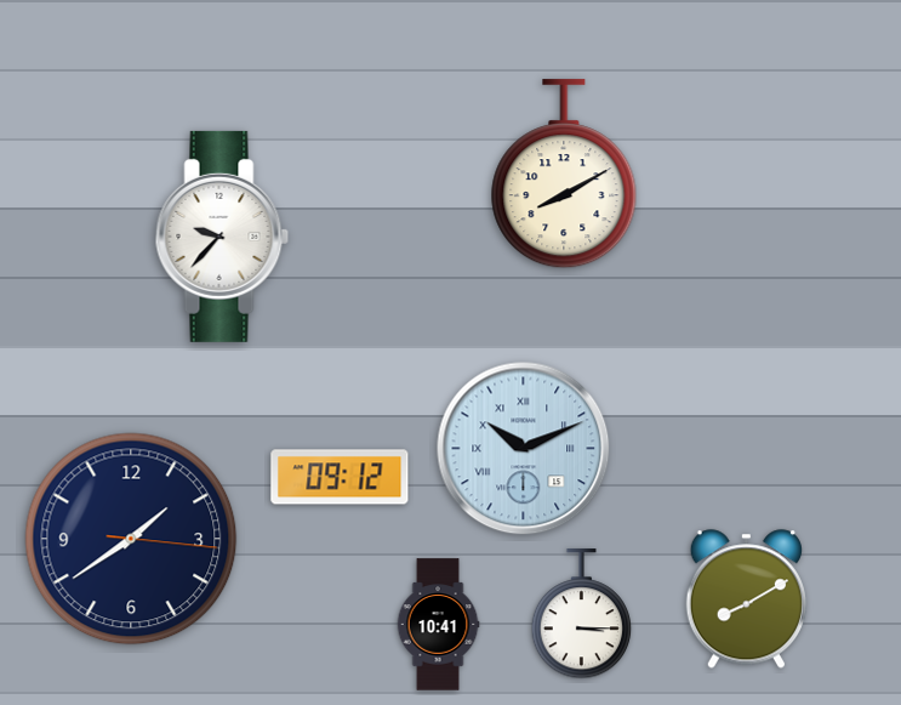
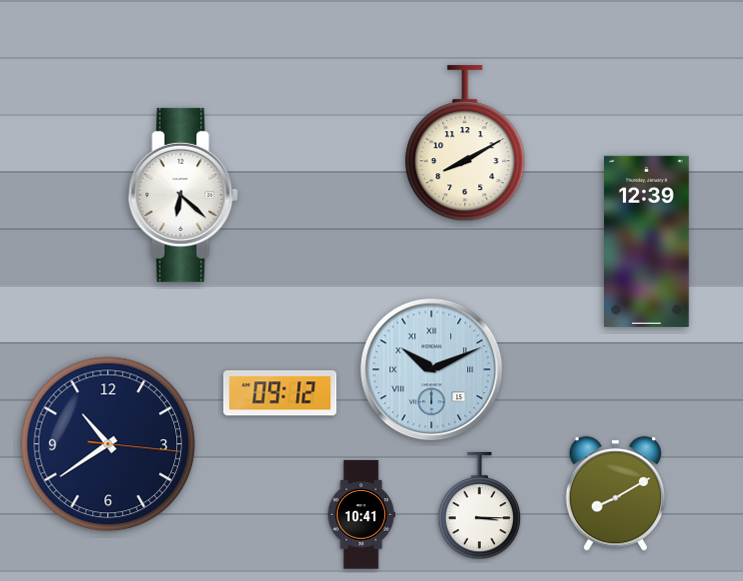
clock at (222, 237): 9:37 -> 6:22
clock at (647, 241): none -> 12:39
clock at (131, 539): 1:39 -> 10:39
